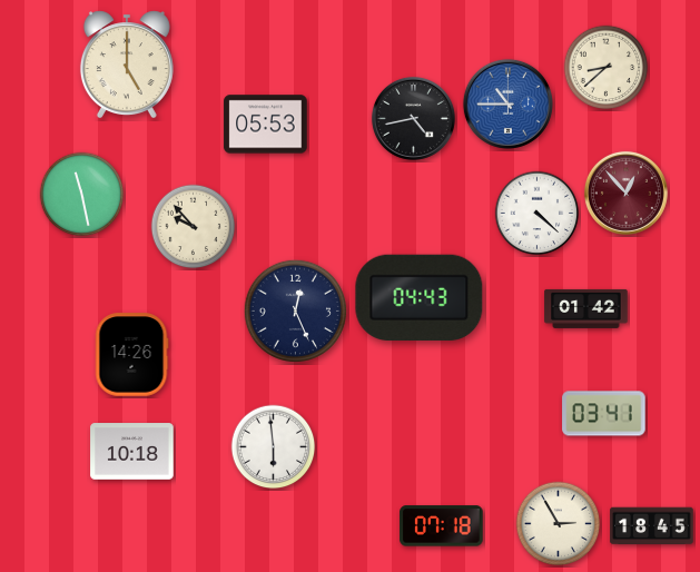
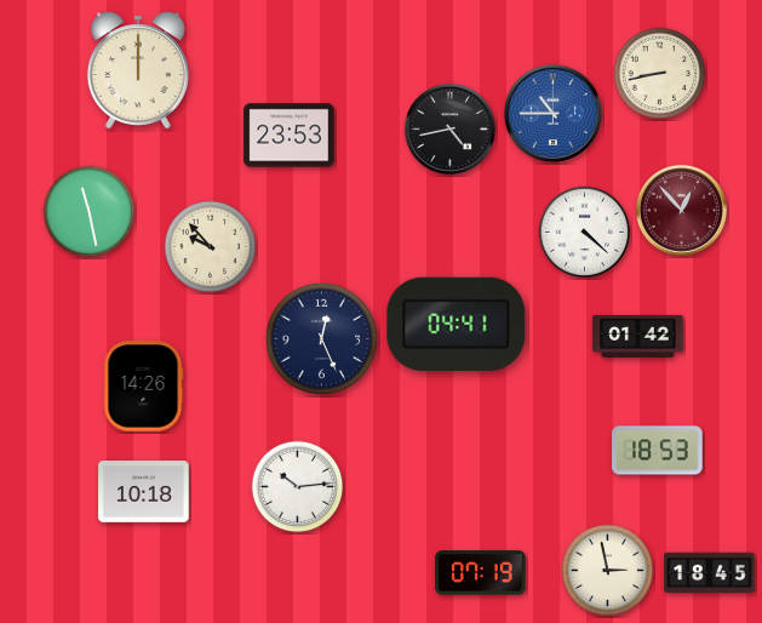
clock at (127, 65): 5:00 -> 12:00
clock at (607, 68): 8:38 -> 8:43
clock at (266, 125): 05:53 -> 23:53
clock at (420, 297): 04:43 -> 04:41
clock at (604, 414): 03:41 -> 18:53
clock at (274, 447): 5:59 -> 10:14
clock at (559, 524): 2:55 -> 2:58
clock at (442, 526): 07:18 -> 07:19
